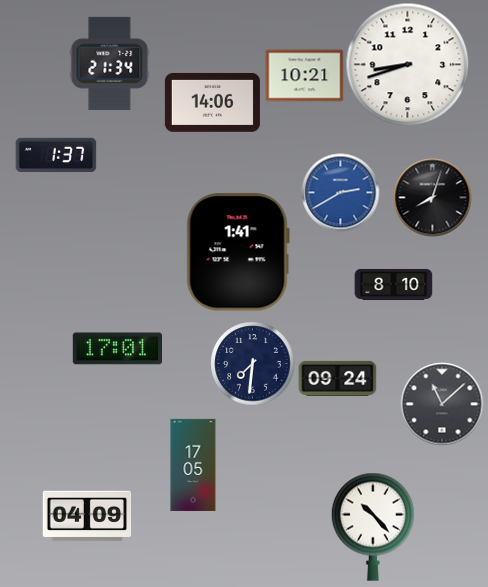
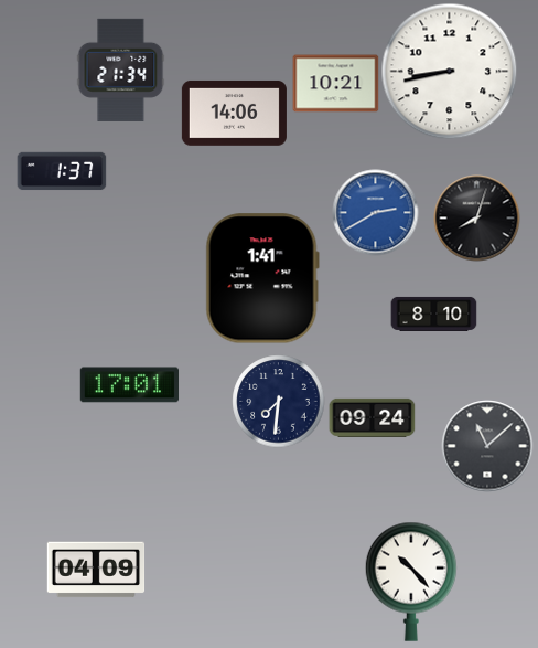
clock at (407, 64): 8:42 -> 8:43
clock at (193, 465): 17:05 -> none
